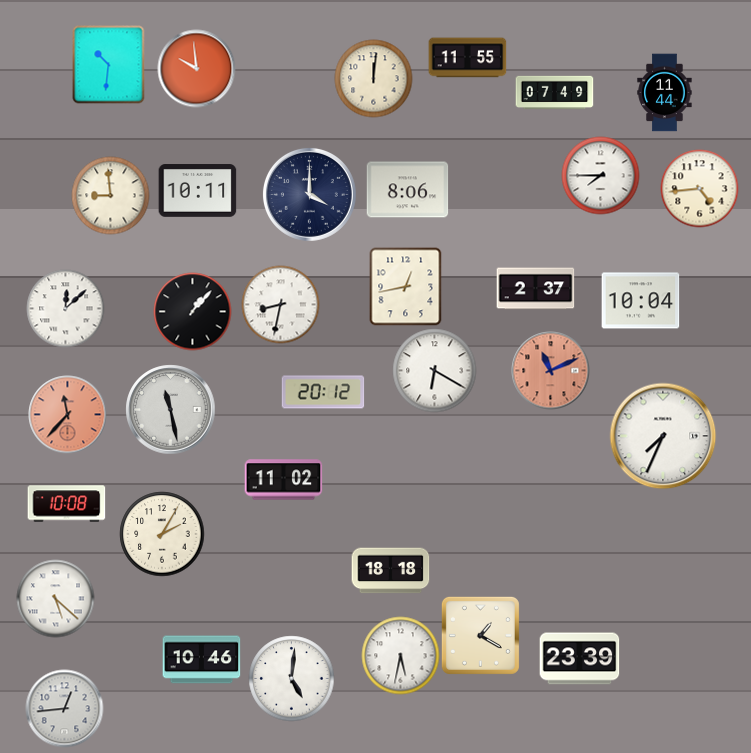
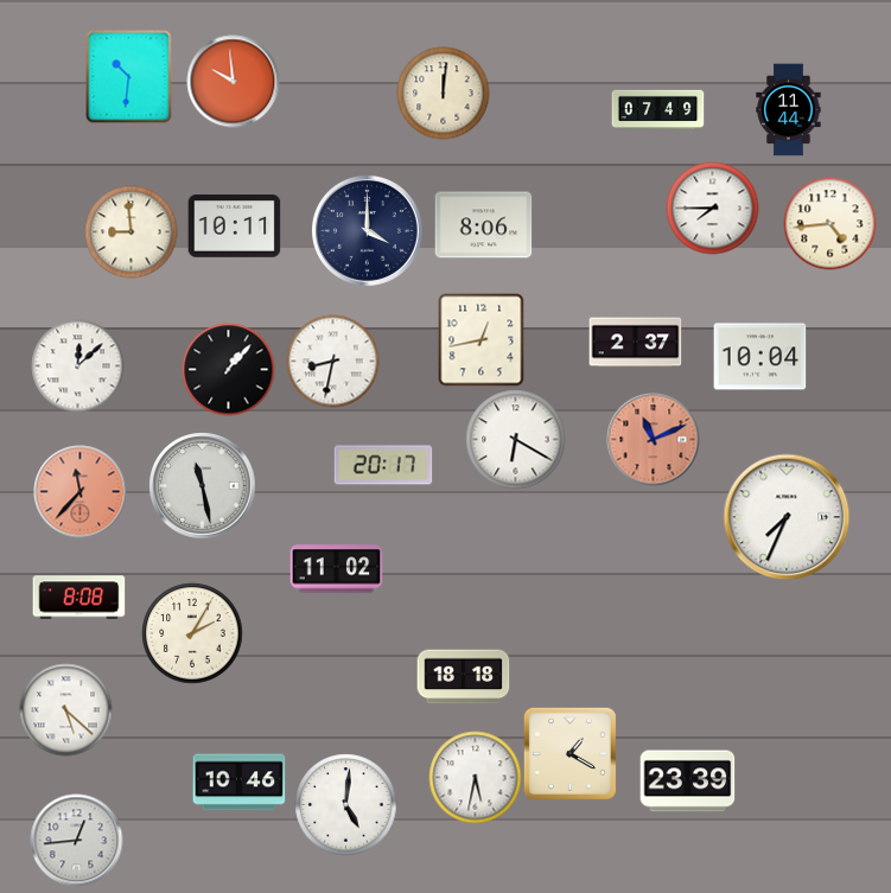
clock at (467, 58): 11:55 -> none
clock at (323, 392): 20:12 -> 20:17
clock at (66, 504): 10:08 -> 8:08
